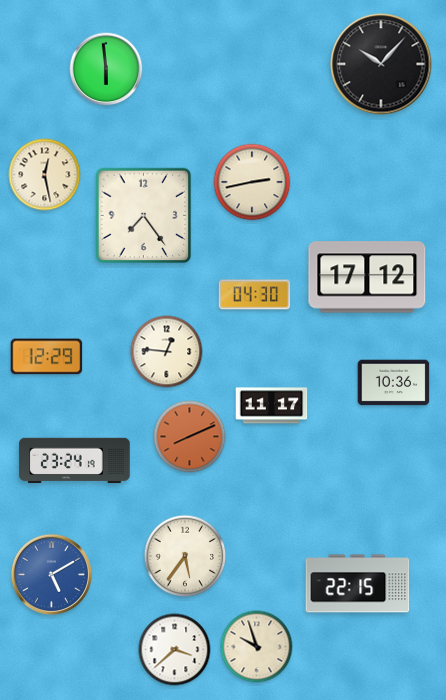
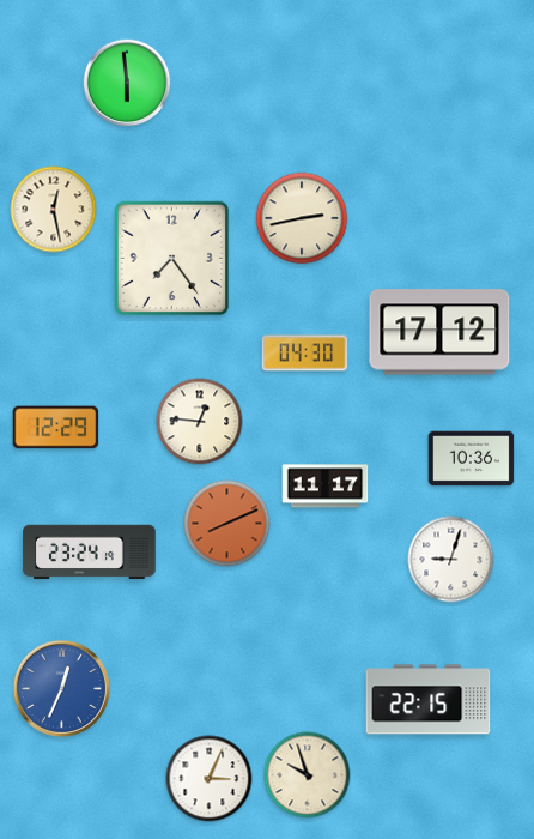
clock at (381, 64): 10:07 -> none
clock at (451, 560): none -> 9:03
clock at (185, 556): 5:36 -> none
clock at (51, 574): 5:10 -> 12:34
clock at (175, 650): 3:38 -> 3:04
